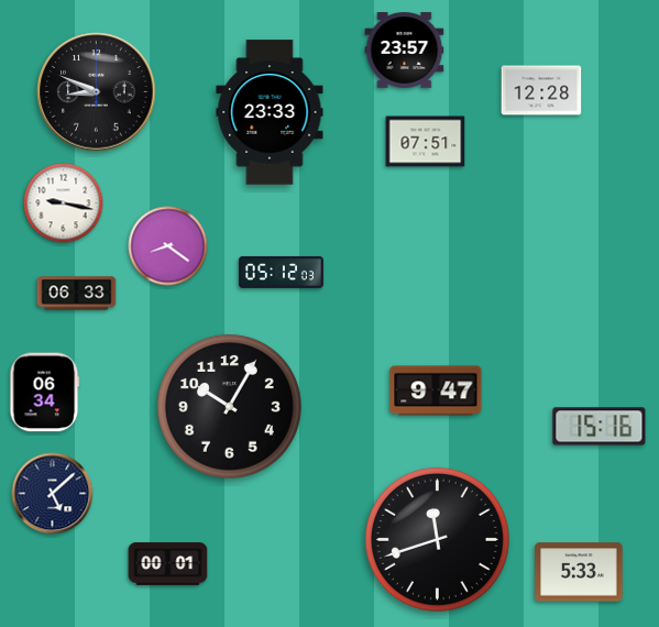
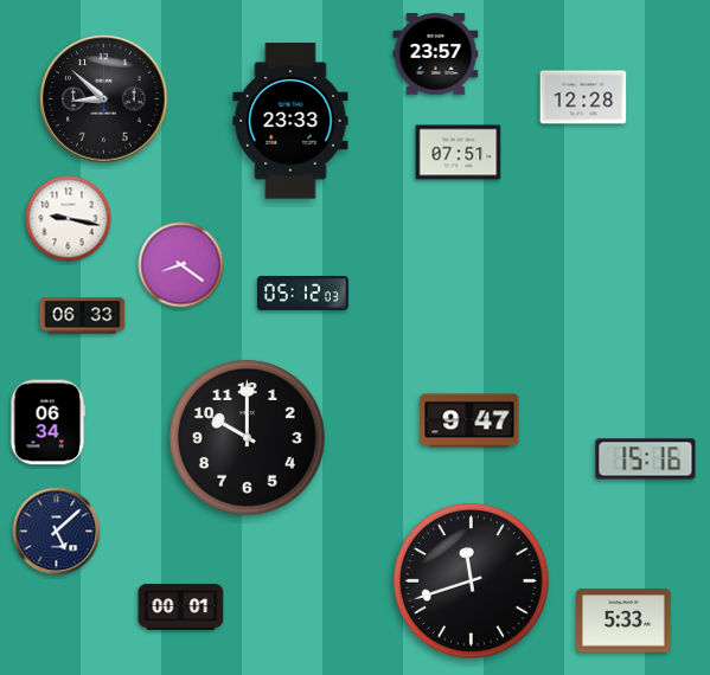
clock at (97, 92): 8:49 -> 8:52
clock at (229, 406): 10:05 -> 10:00
clock at (579, 572) position: (579, 572) -> (623, 621)
